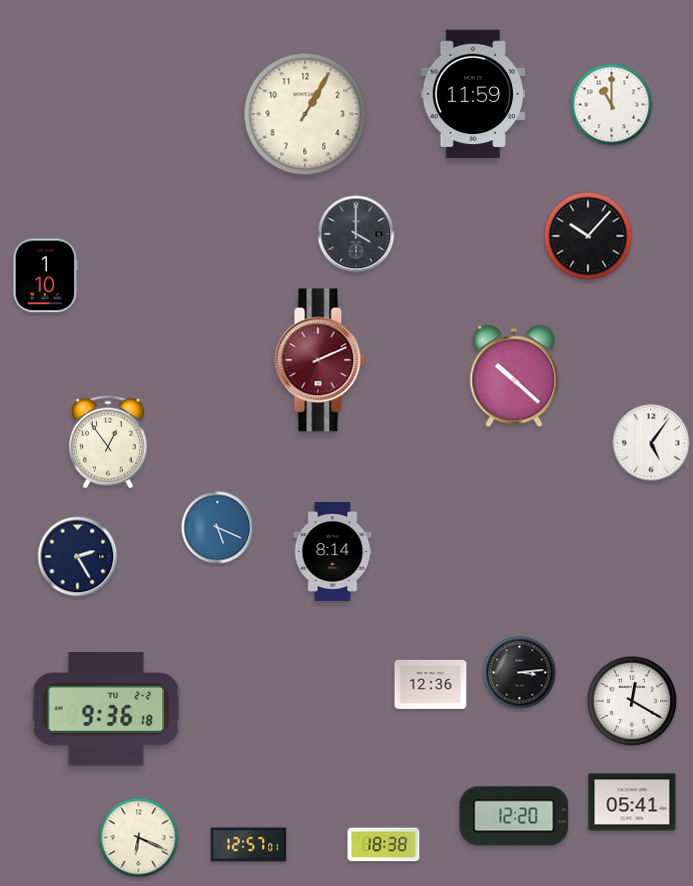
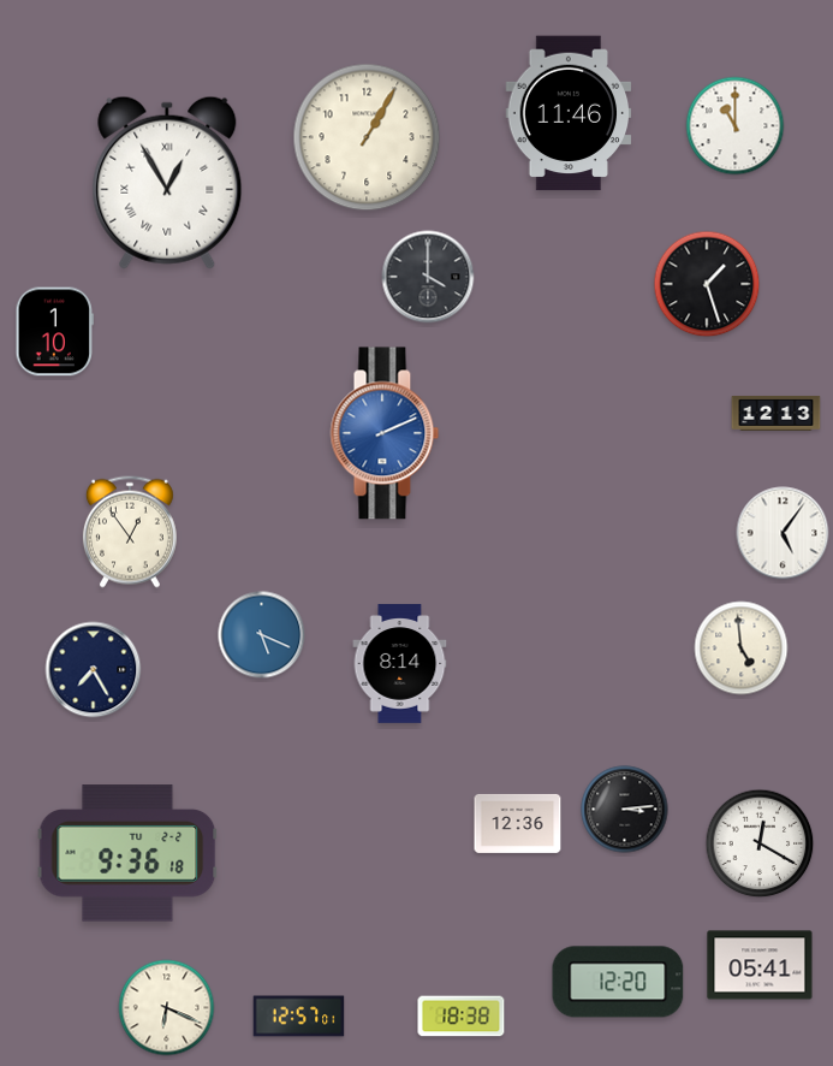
clock at (473, 94): 11:59 -> 11:46
clock at (167, 183): none -> 12:55
clock at (356, 234) position: (356, 234) -> (428, 277)
clock at (588, 236): 10:07 -> 1:27
clock at (777, 413): none -> 12:13
clock at (320, 360) dial: burgundy -> blue
clock at (514, 376): 10:22 -> none
clock at (742, 649): none -> 4:59
clock at (78, 557): 2:25 -> 7:25
